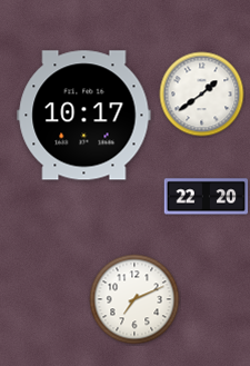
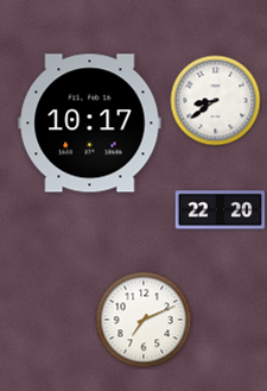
clock at (202, 95): 1:39 -> 8:39
